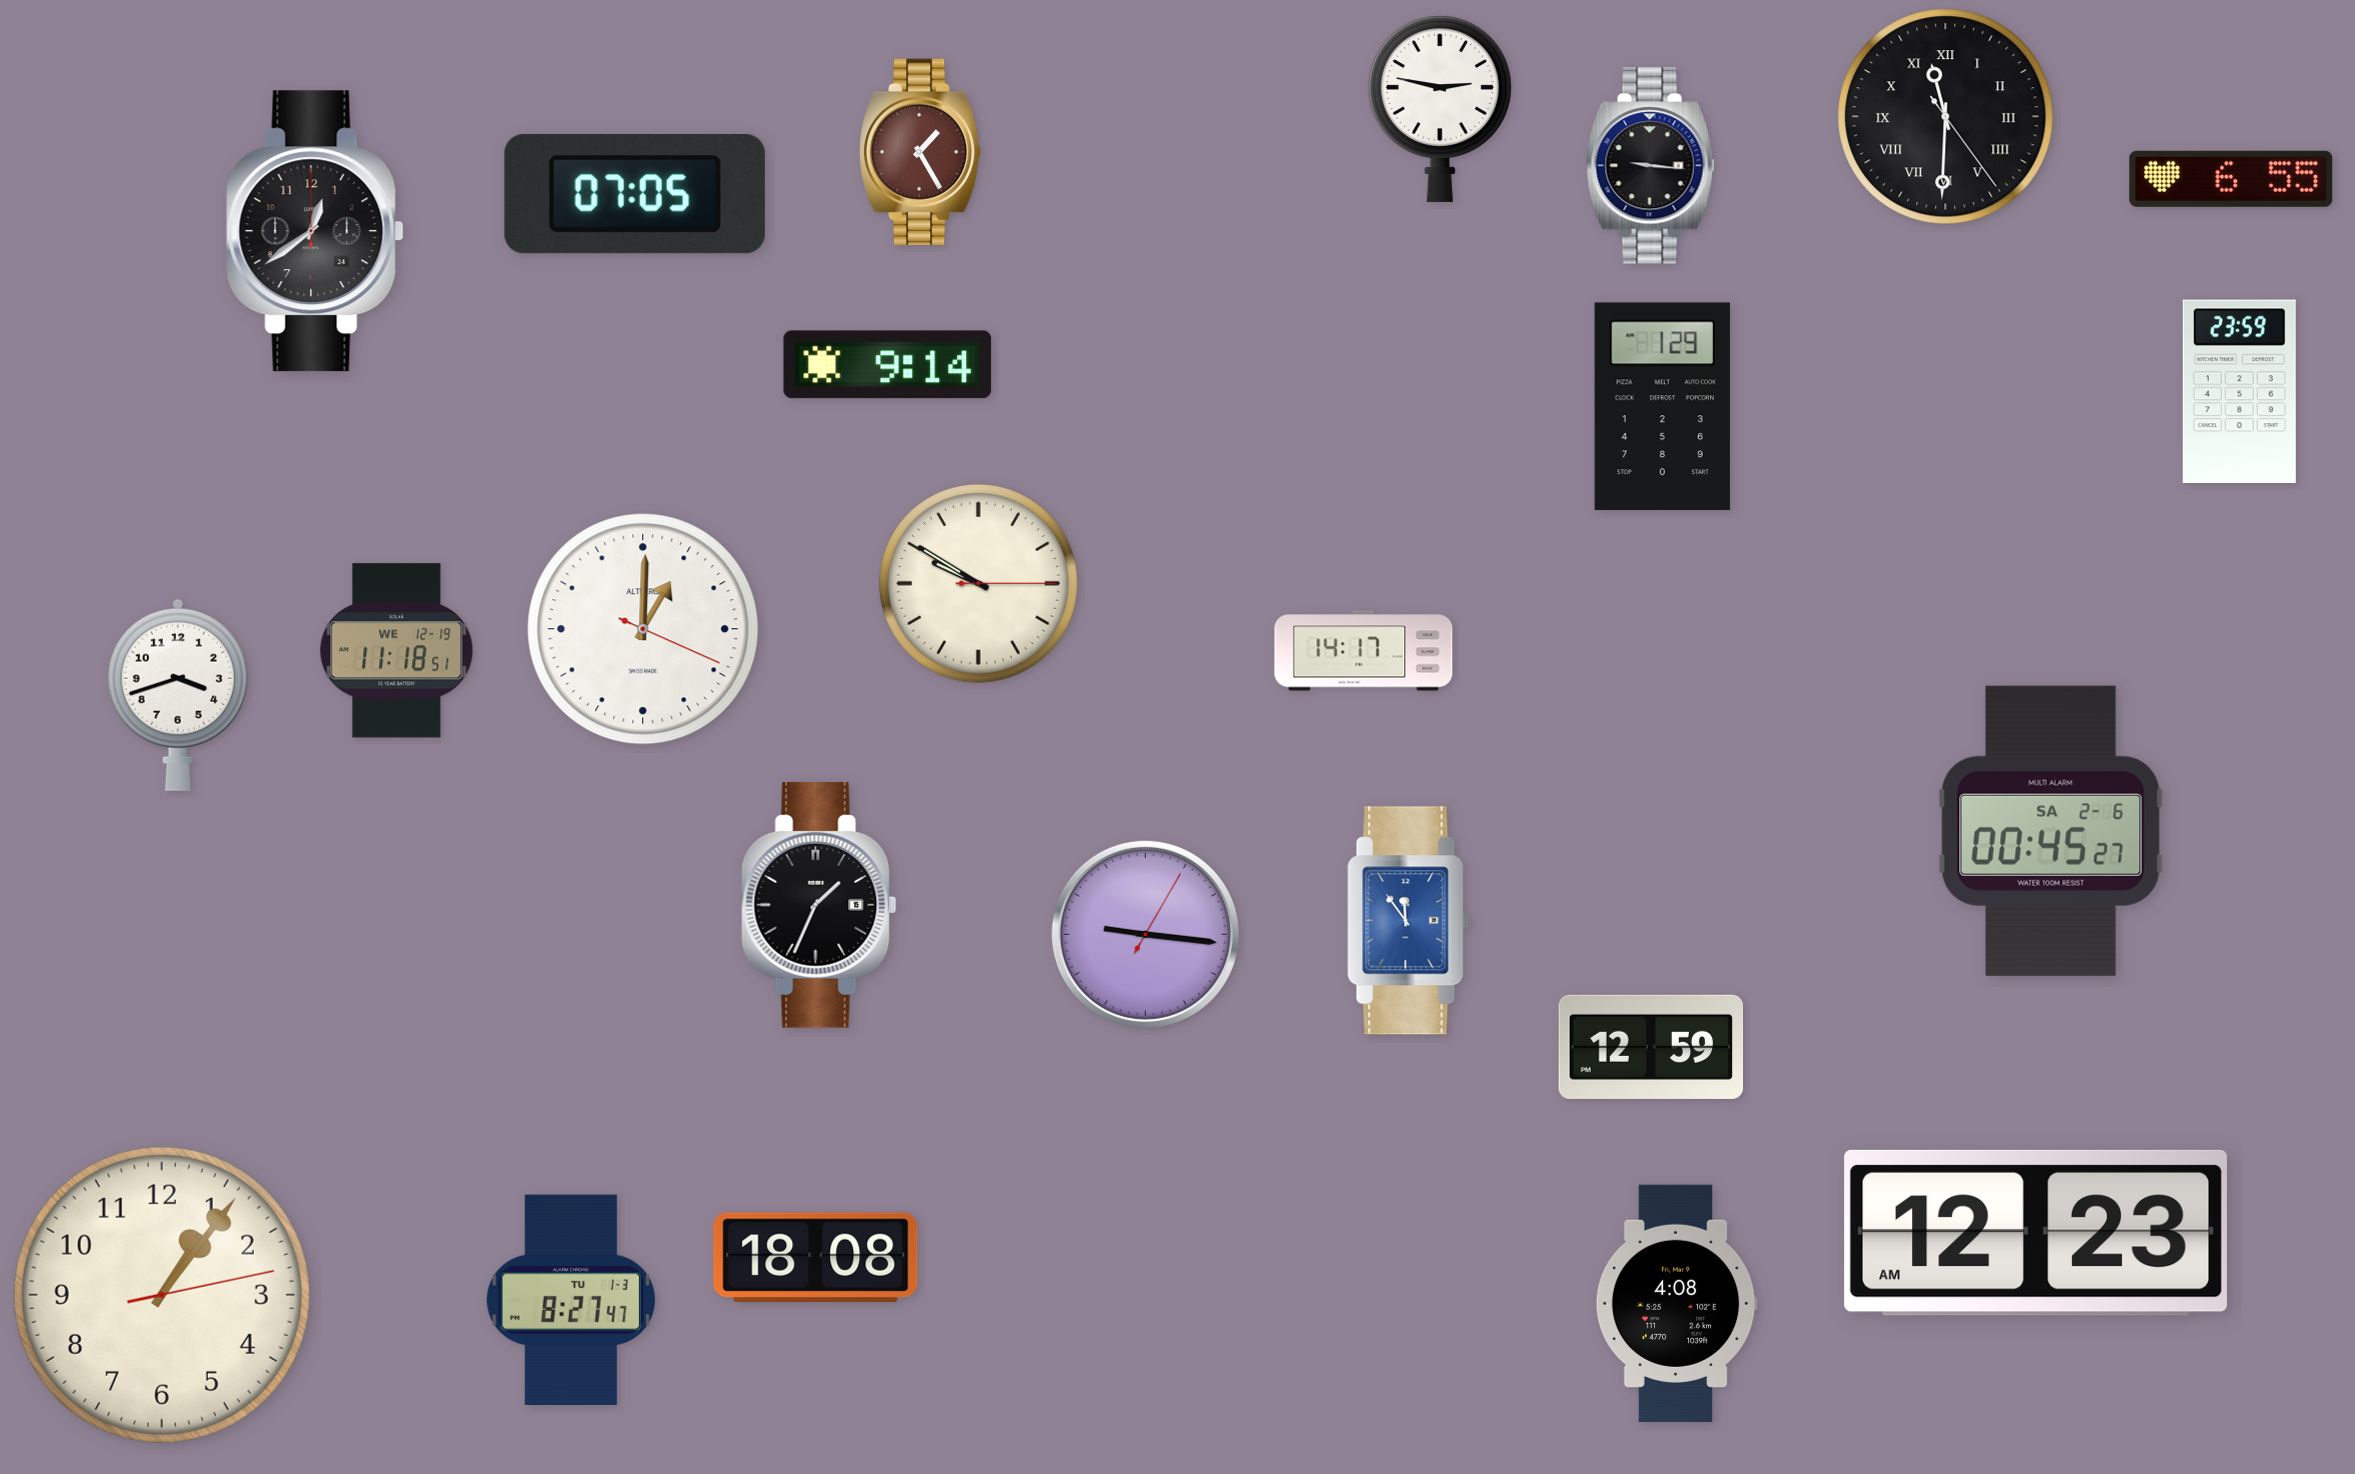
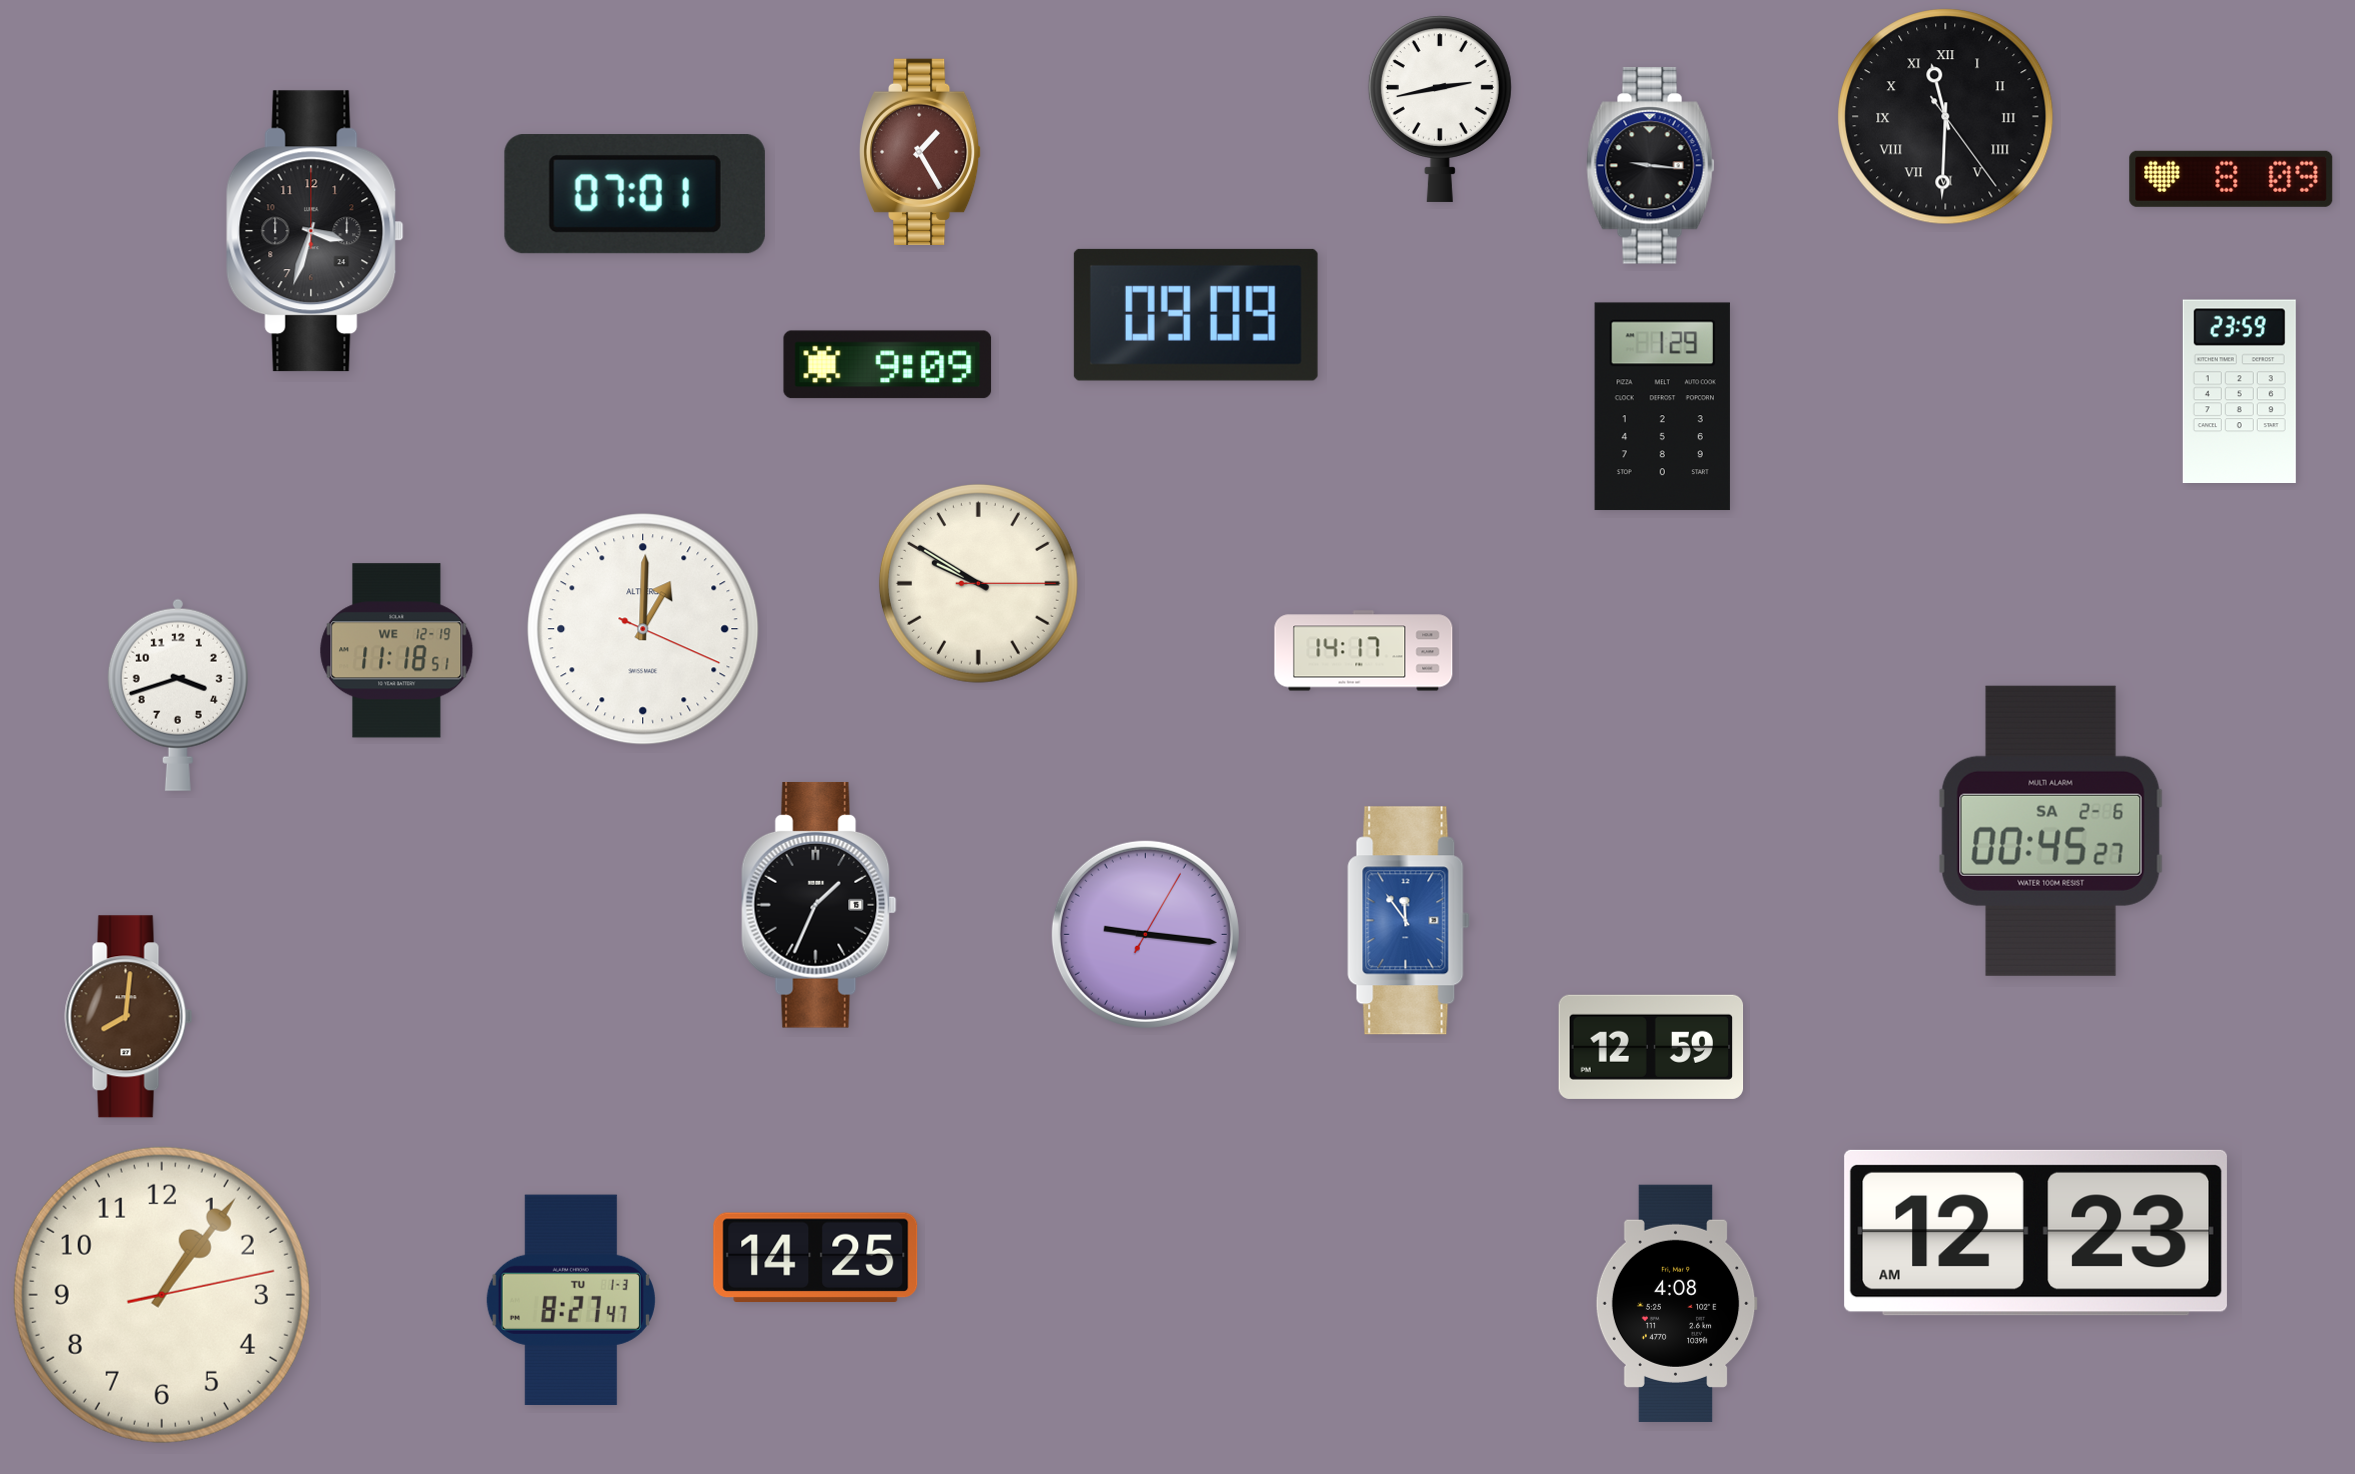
clock at (1440, 109): 2:47 -> 2:43
clock at (2231, 179): 6:55 -> 8:09
clock at (635, 194): 07:05 -> 07:01
clock at (315, 231): 12:39 -> 3:33
clock at (1196, 315): none -> 09:09
clock at (888, 365): 9:14 -> 9:09
clock at (129, 1017): none -> 8:01
clock at (816, 1257): 18:08 -> 14:25
